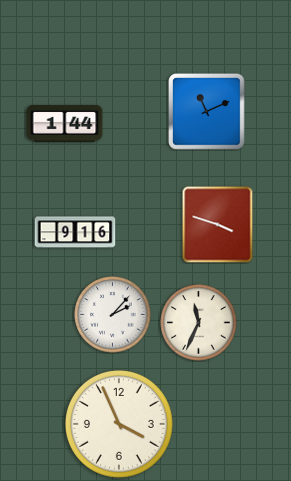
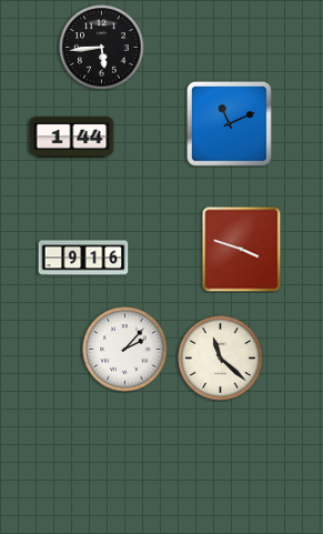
clock at (102, 48): none -> 5:44
clock at (199, 323): 11:34 -> 11:22
clock at (120, 425): 3:56 -> none
